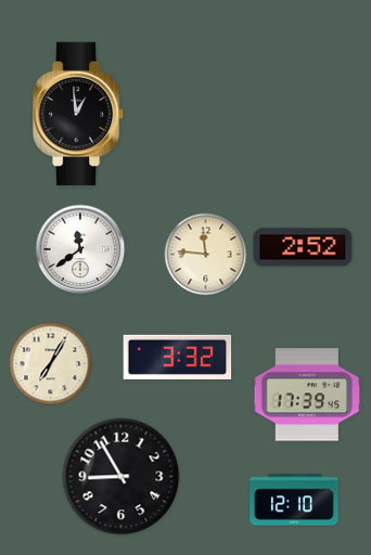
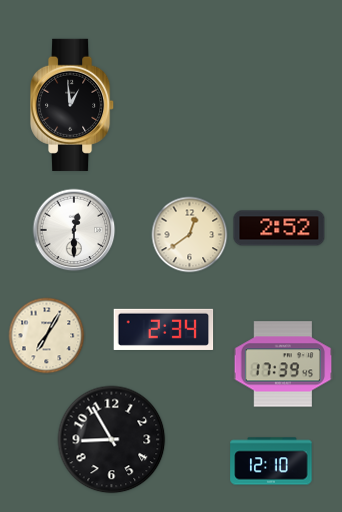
clock at (80, 249): 11:39 -> 12:30
clock at (206, 255): 11:46 -> 12:39
clock at (178, 357): 3:32 -> 2:34
